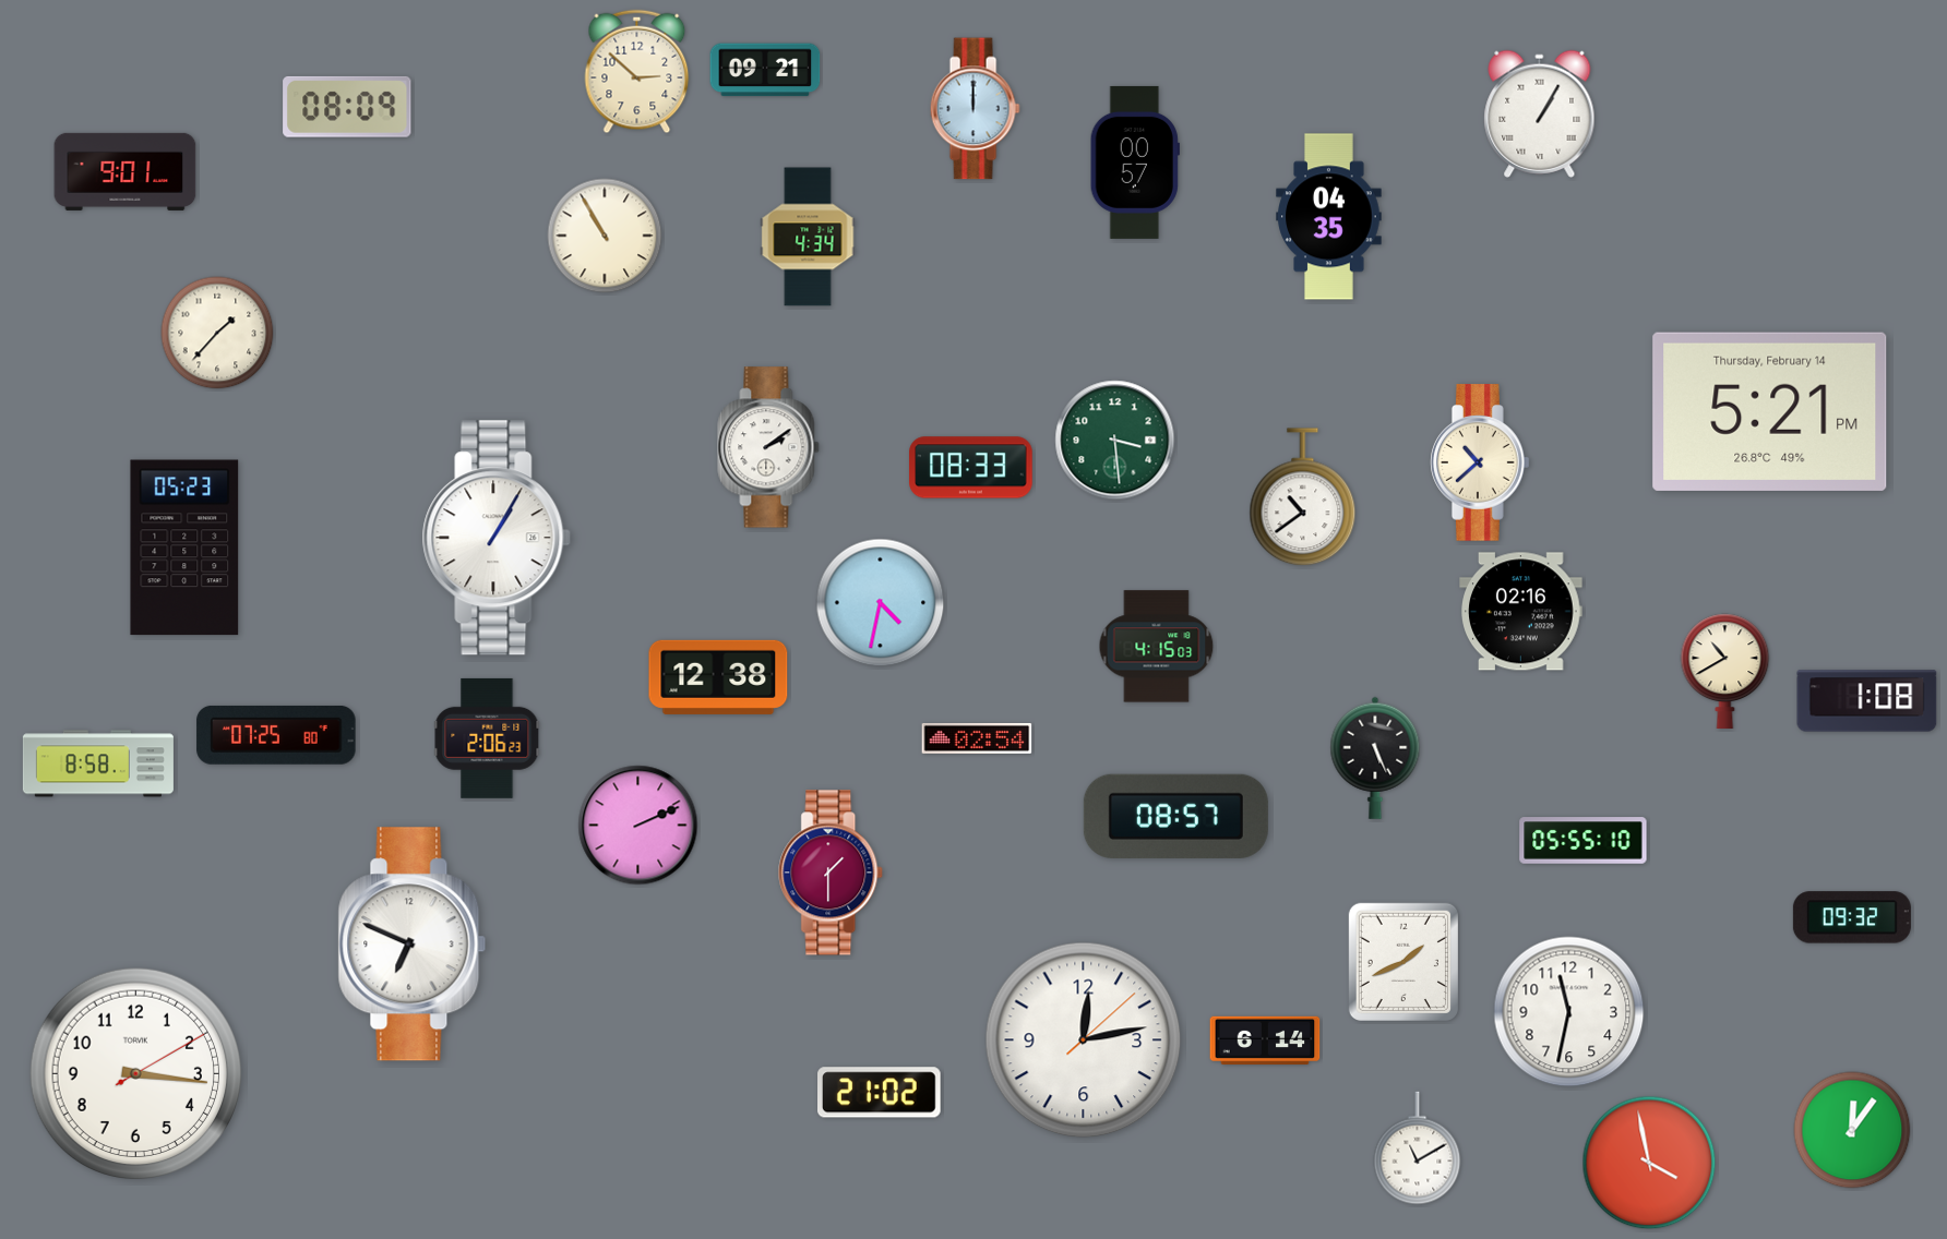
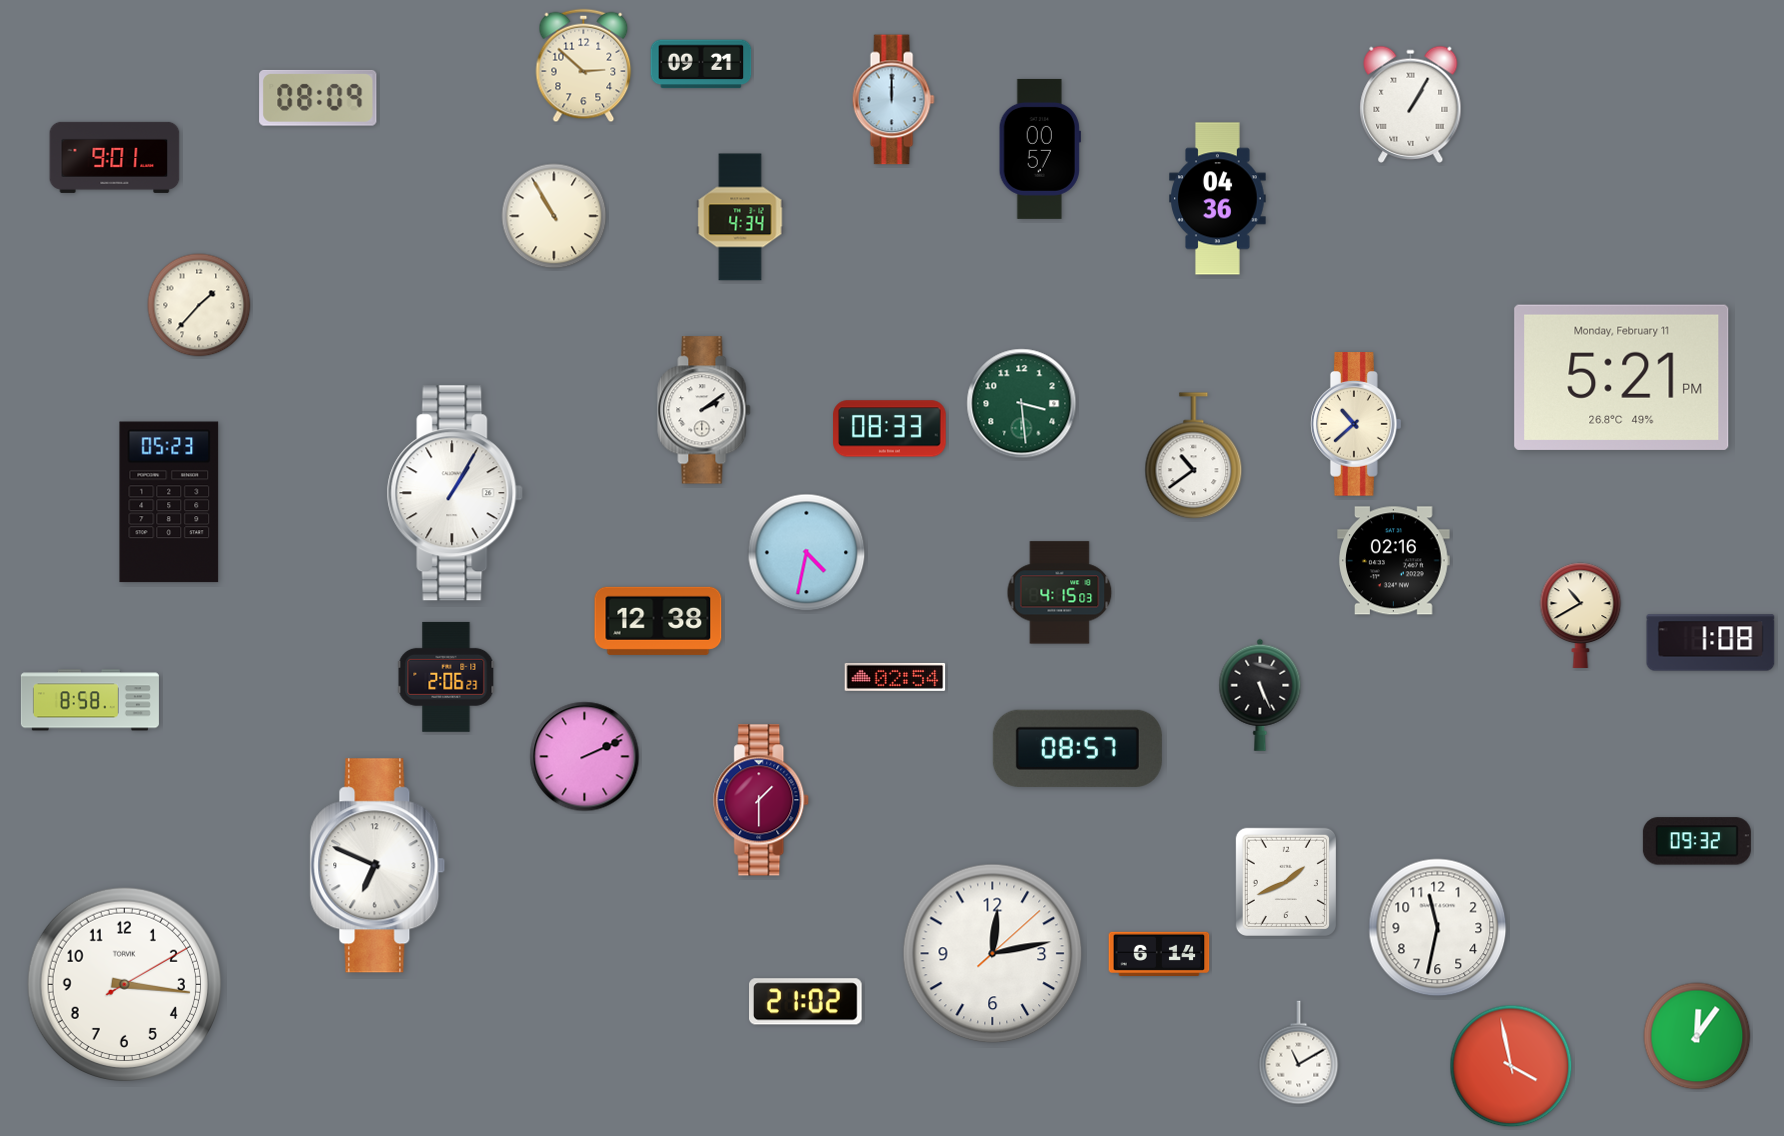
clock at (1329, 217): 04:35 -> 04:36
clock at (1770, 411) date: Thursday, February 14 -> Monday, February 11
clock at (276, 735): 07:25 -> none
clock at (1584, 841): 05:55 -> none
